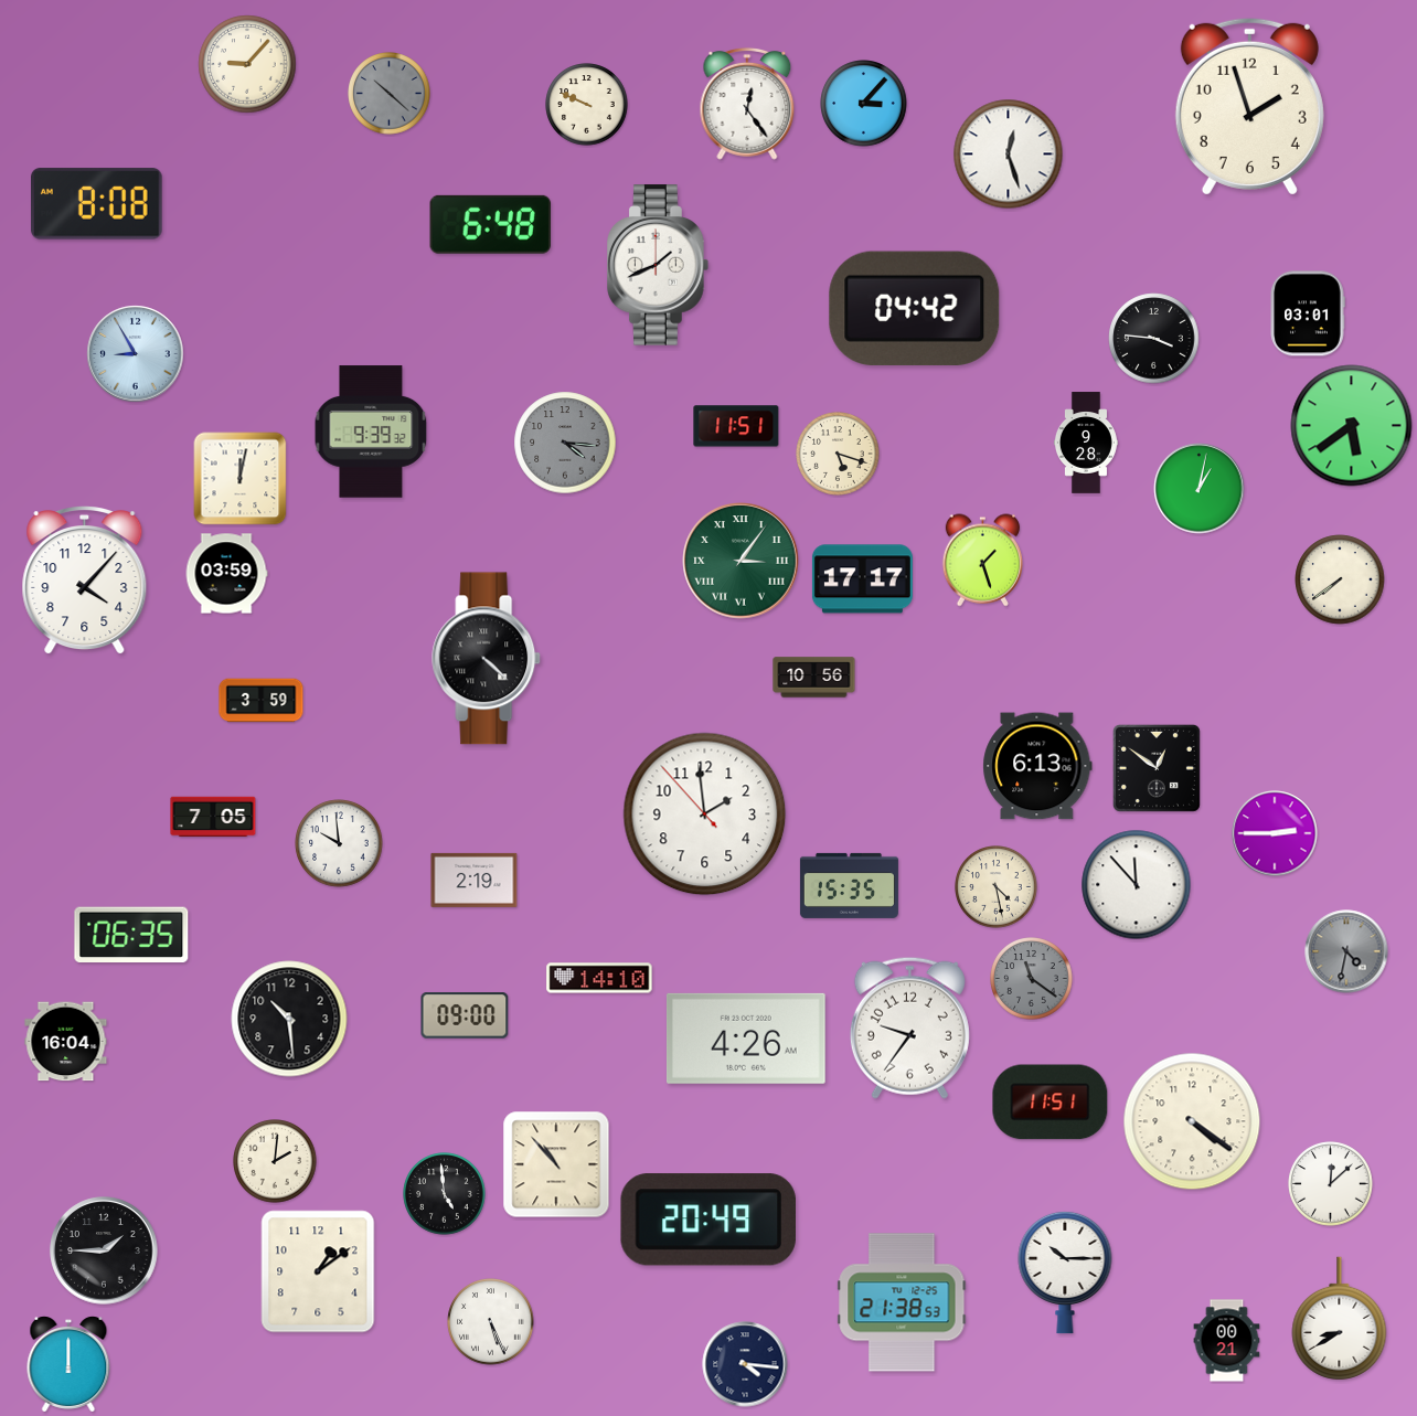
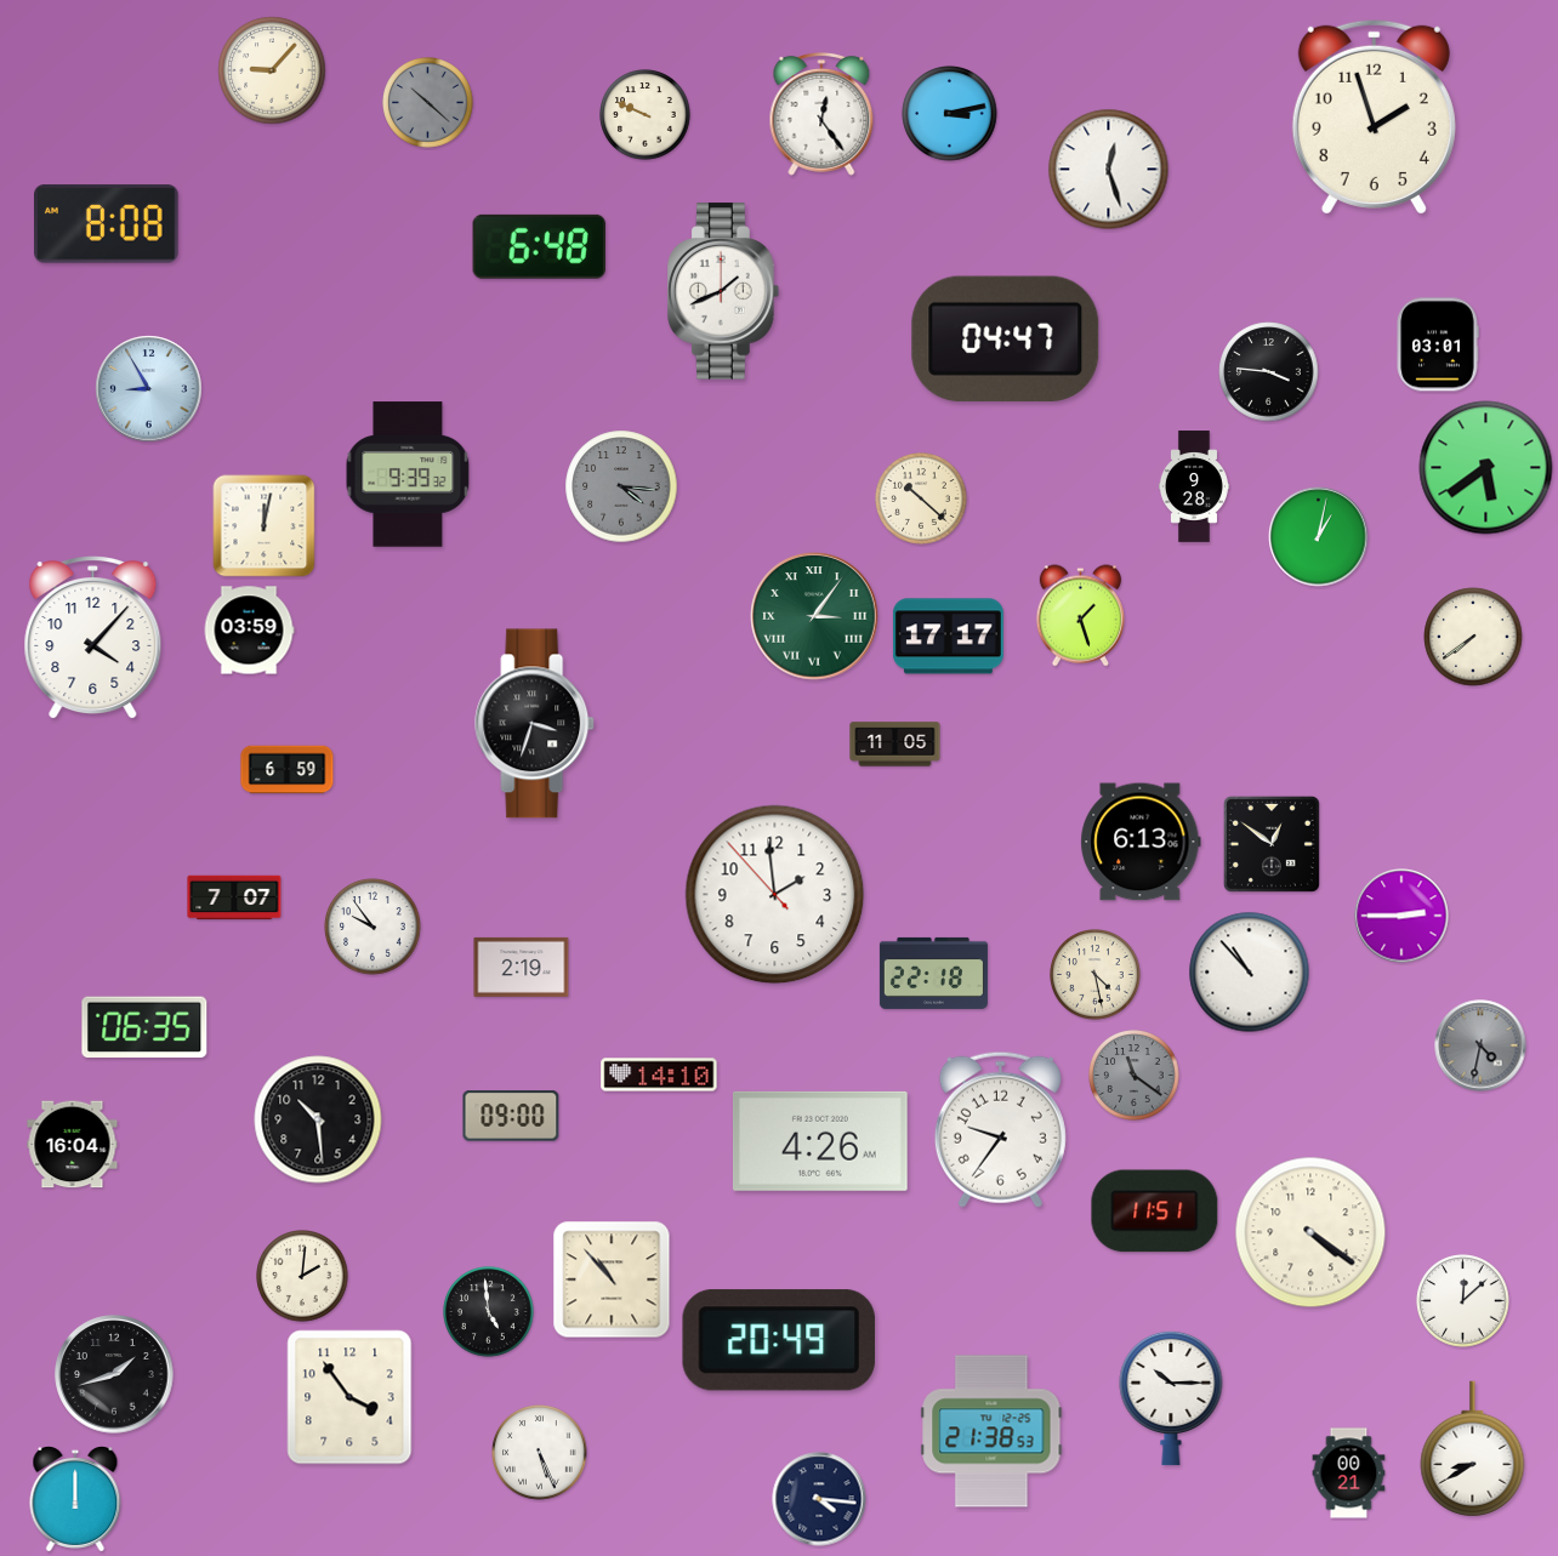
clock at (864, 104): 3:07 -> 3:13
clock at (915, 308): 04:42 -> 04:47
clock at (736, 426): 11:51 -> none
clock at (838, 454): 5:18 -> 10:22
clock at (487, 659): 4:22 -> 3:33
clock at (814, 678): 10:56 -> 11:05
clock at (262, 701): 3:59 -> 6:59
clock at (213, 817): 7:05 -> 7:07
clock at (339, 843): 9:59 -> 9:54
clock at (849, 885): 15:35 -> 22:18
clock at (1137, 885): 11:53 -> 10:53
clock at (104, 1250): 1:45 -> 1:42
clock at (318, 1271): 1:09 -> 3:54
